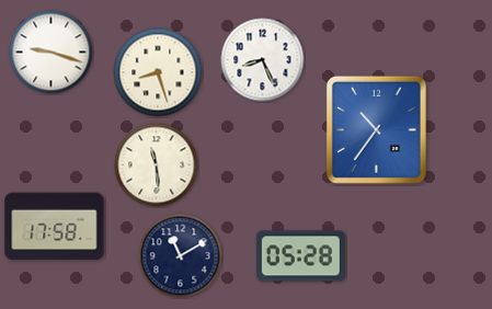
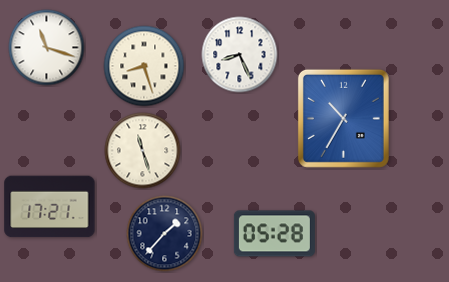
clock at (52, 53): 9:18 -> 11:18
clock at (376, 129): 10:36 -> 10:35
clock at (157, 165): 11:29 -> 11:27
clock at (55, 227): 17:58 -> 17:21
clock at (181, 256): 11:10 -> 1:37
